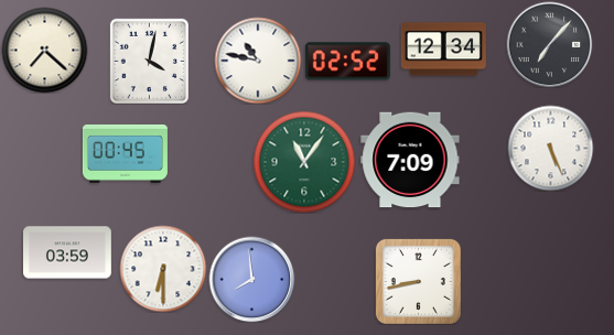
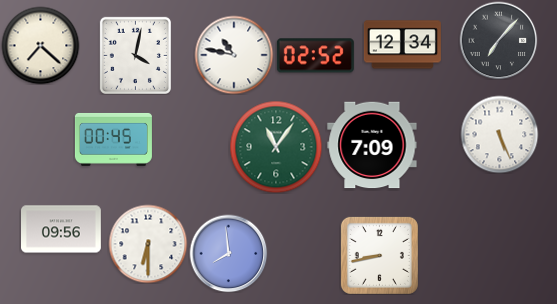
clock at (68, 252): 03:59 -> 09:56
